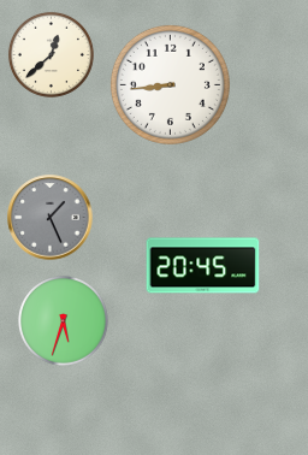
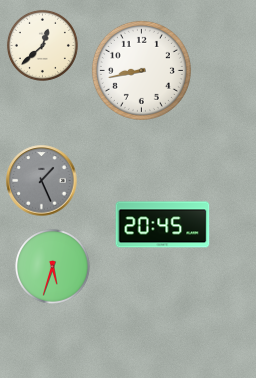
clock at (170, 84): 8:44 -> 8:43
clock at (203, 266) position: (203, 266) -> (163, 225)
